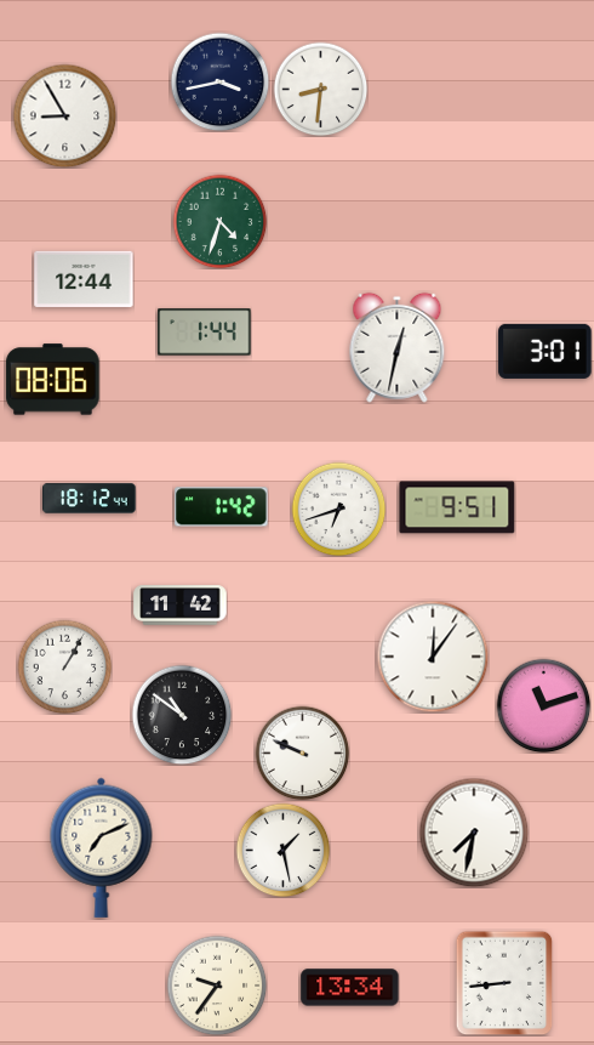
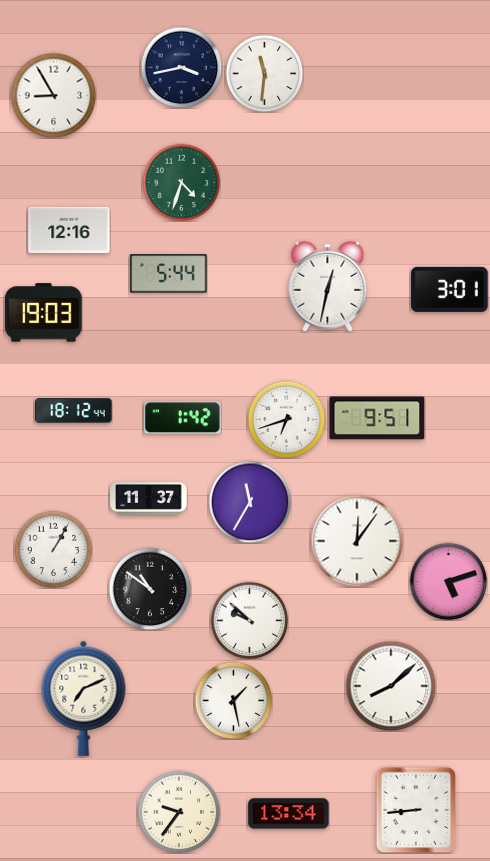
clock at (320, 89): 8:31 -> 11:31
clock at (84, 279): 12:44 -> 12:16
clock at (205, 333): 1:44 -> 5:44
clock at (53, 380): 08:06 -> 19:03
clock at (338, 509) position: (338, 509) -> (286, 419)
clock at (181, 606): 11:42 -> 11:37
clock at (250, 502): none -> 11:35
clock at (543, 705): 11:12 -> 5:12
clock at (302, 752): 9:49 -> 9:52
clock at (474, 833): 7:32 -> 8:08
